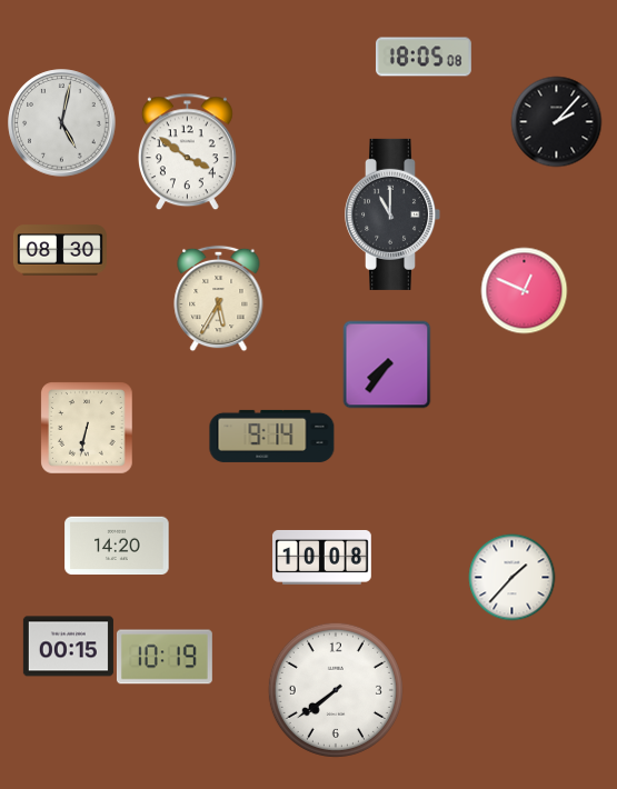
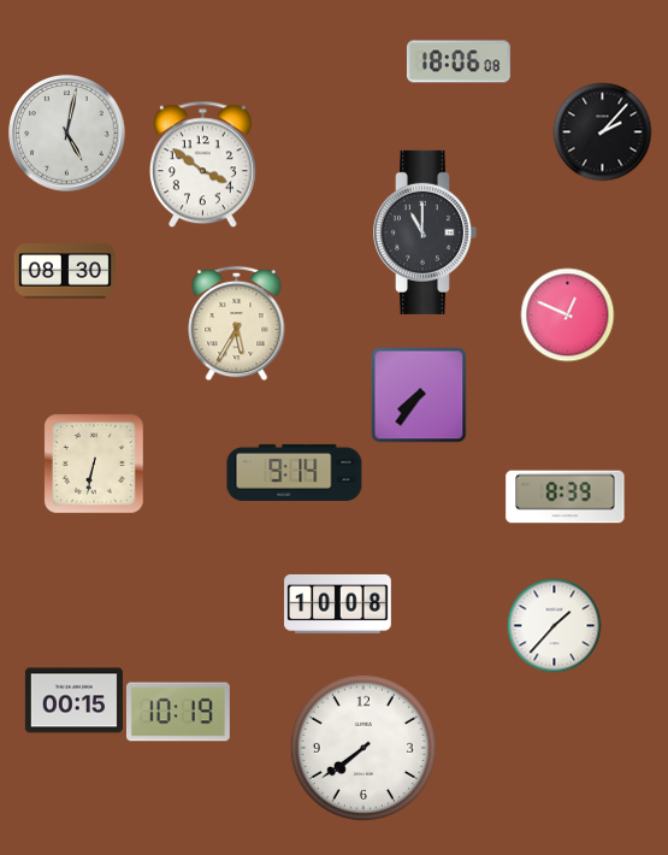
clock at (424, 57): 18:05 -> 18:06
clock at (566, 497): none -> 8:39
clock at (117, 546): 14:20 -> none
clock at (322, 557) position: (322, 557) -> (338, 603)
